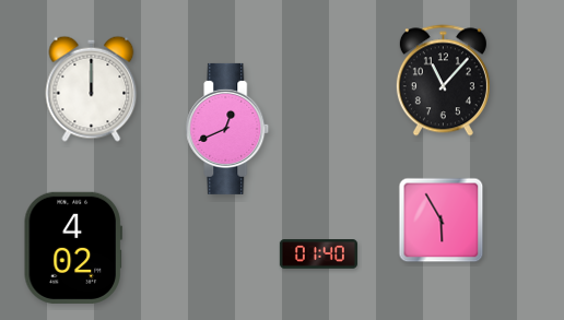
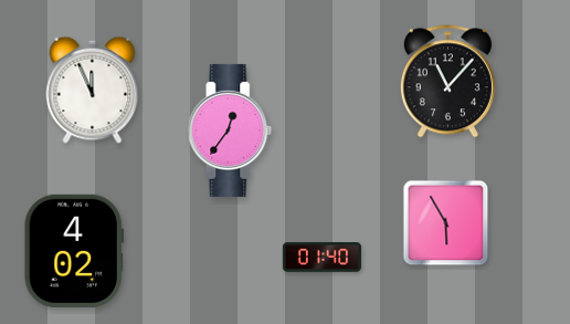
clock at (92, 88): 12:00 -> 11:56
clock at (227, 129): 12:41 -> 12:36
